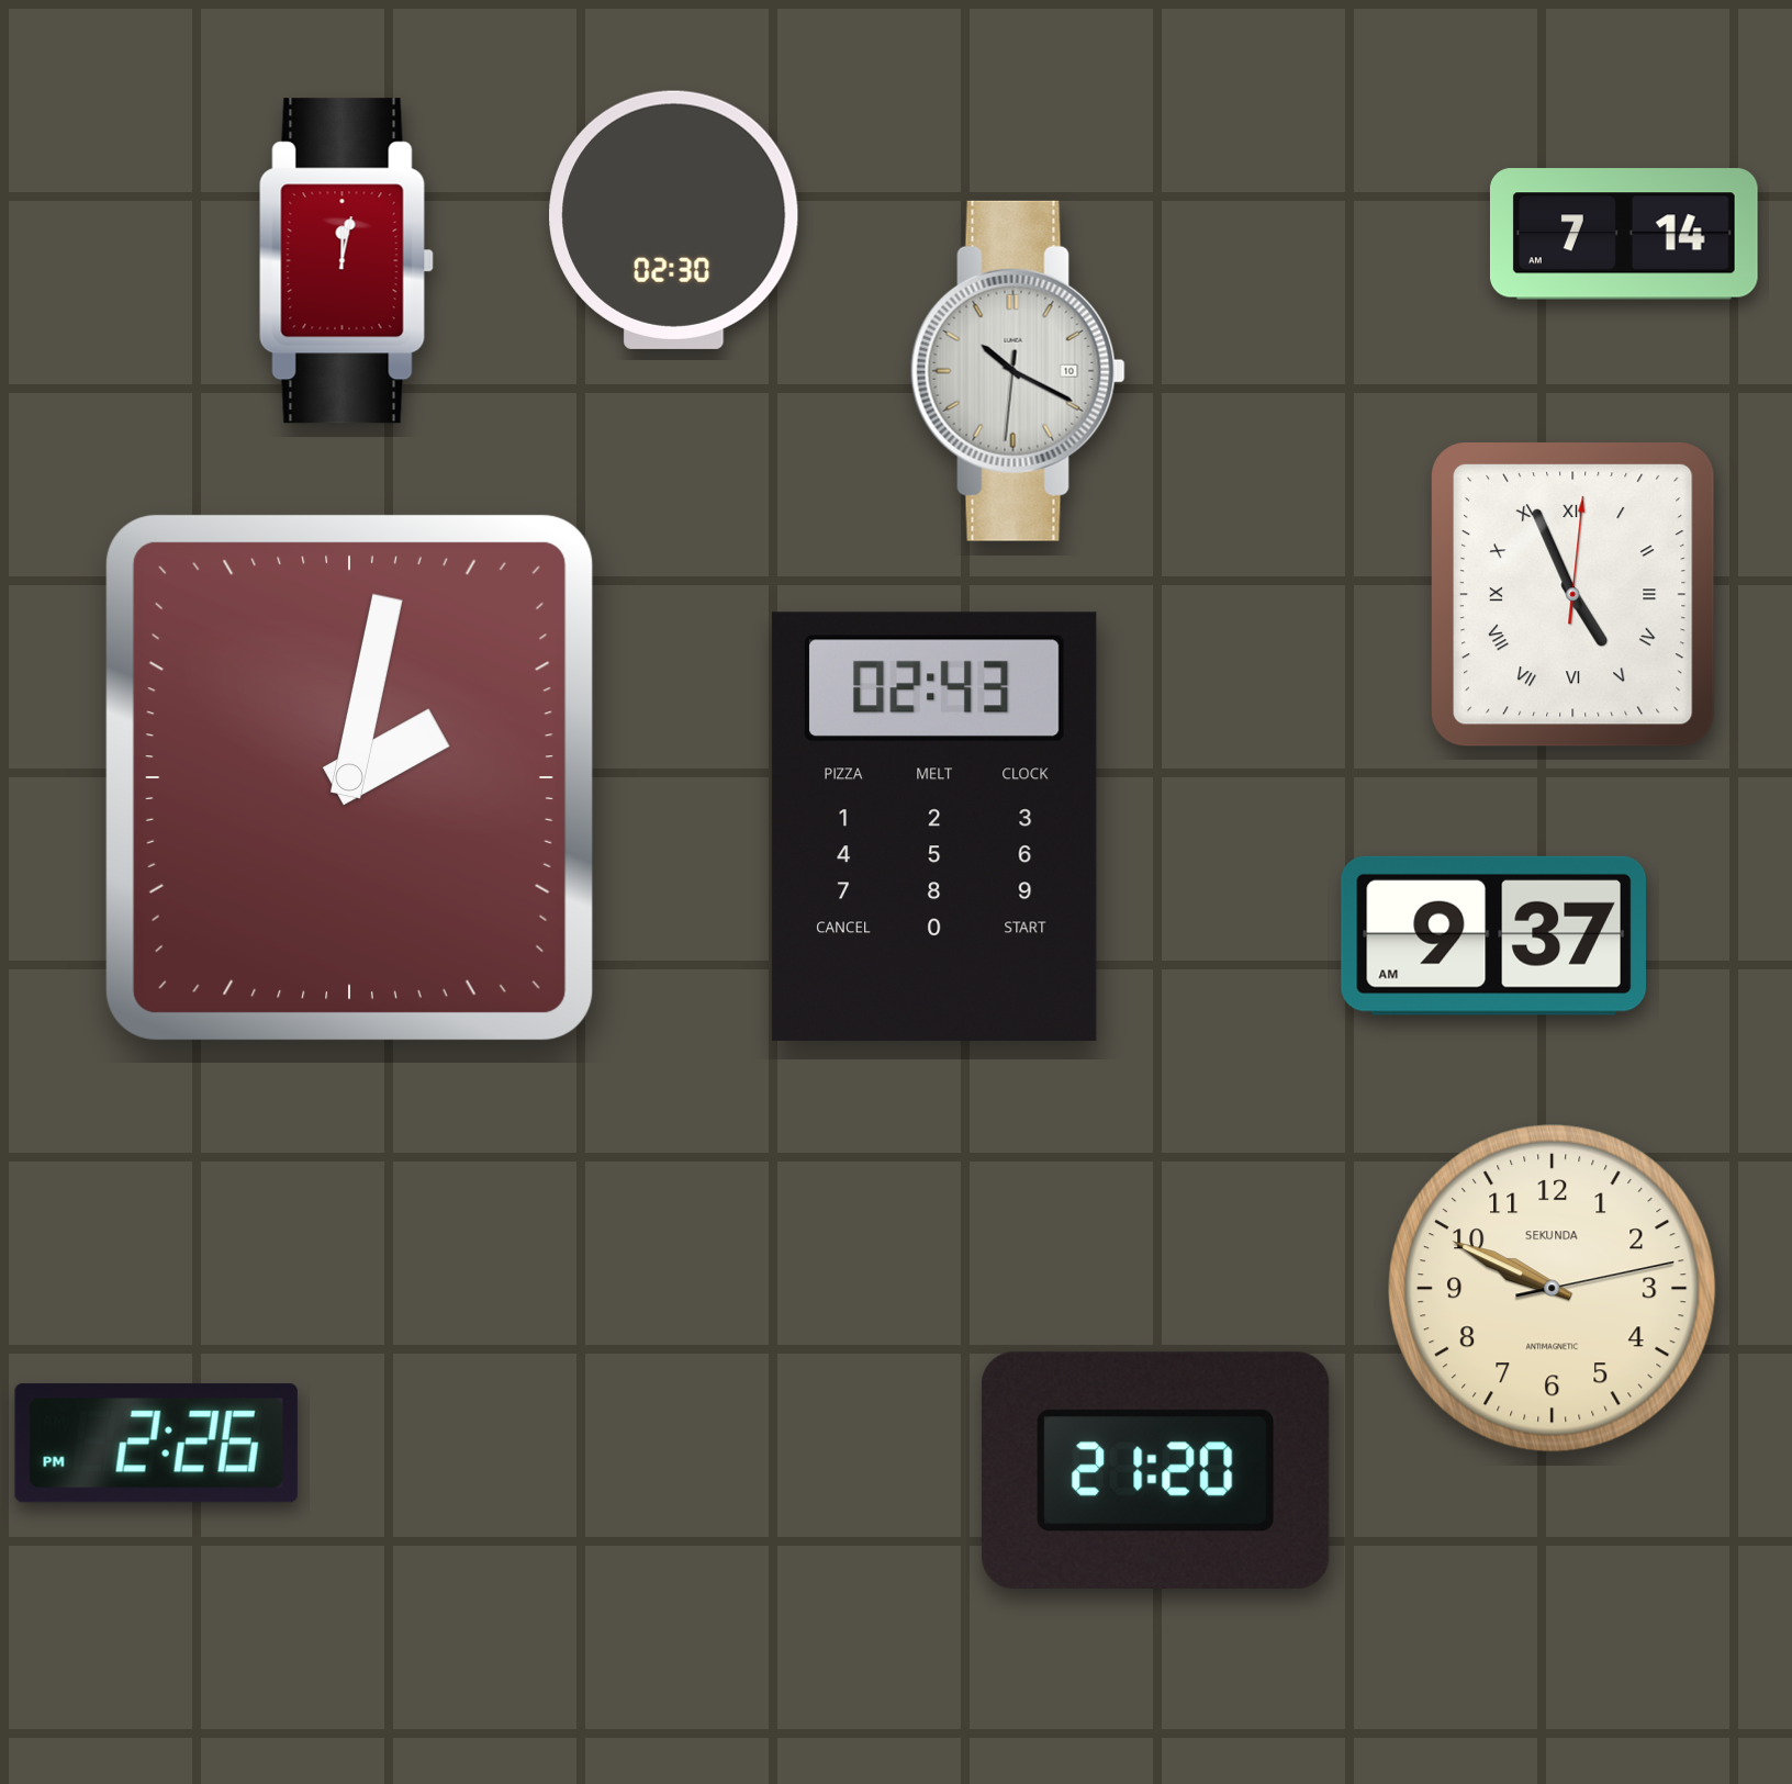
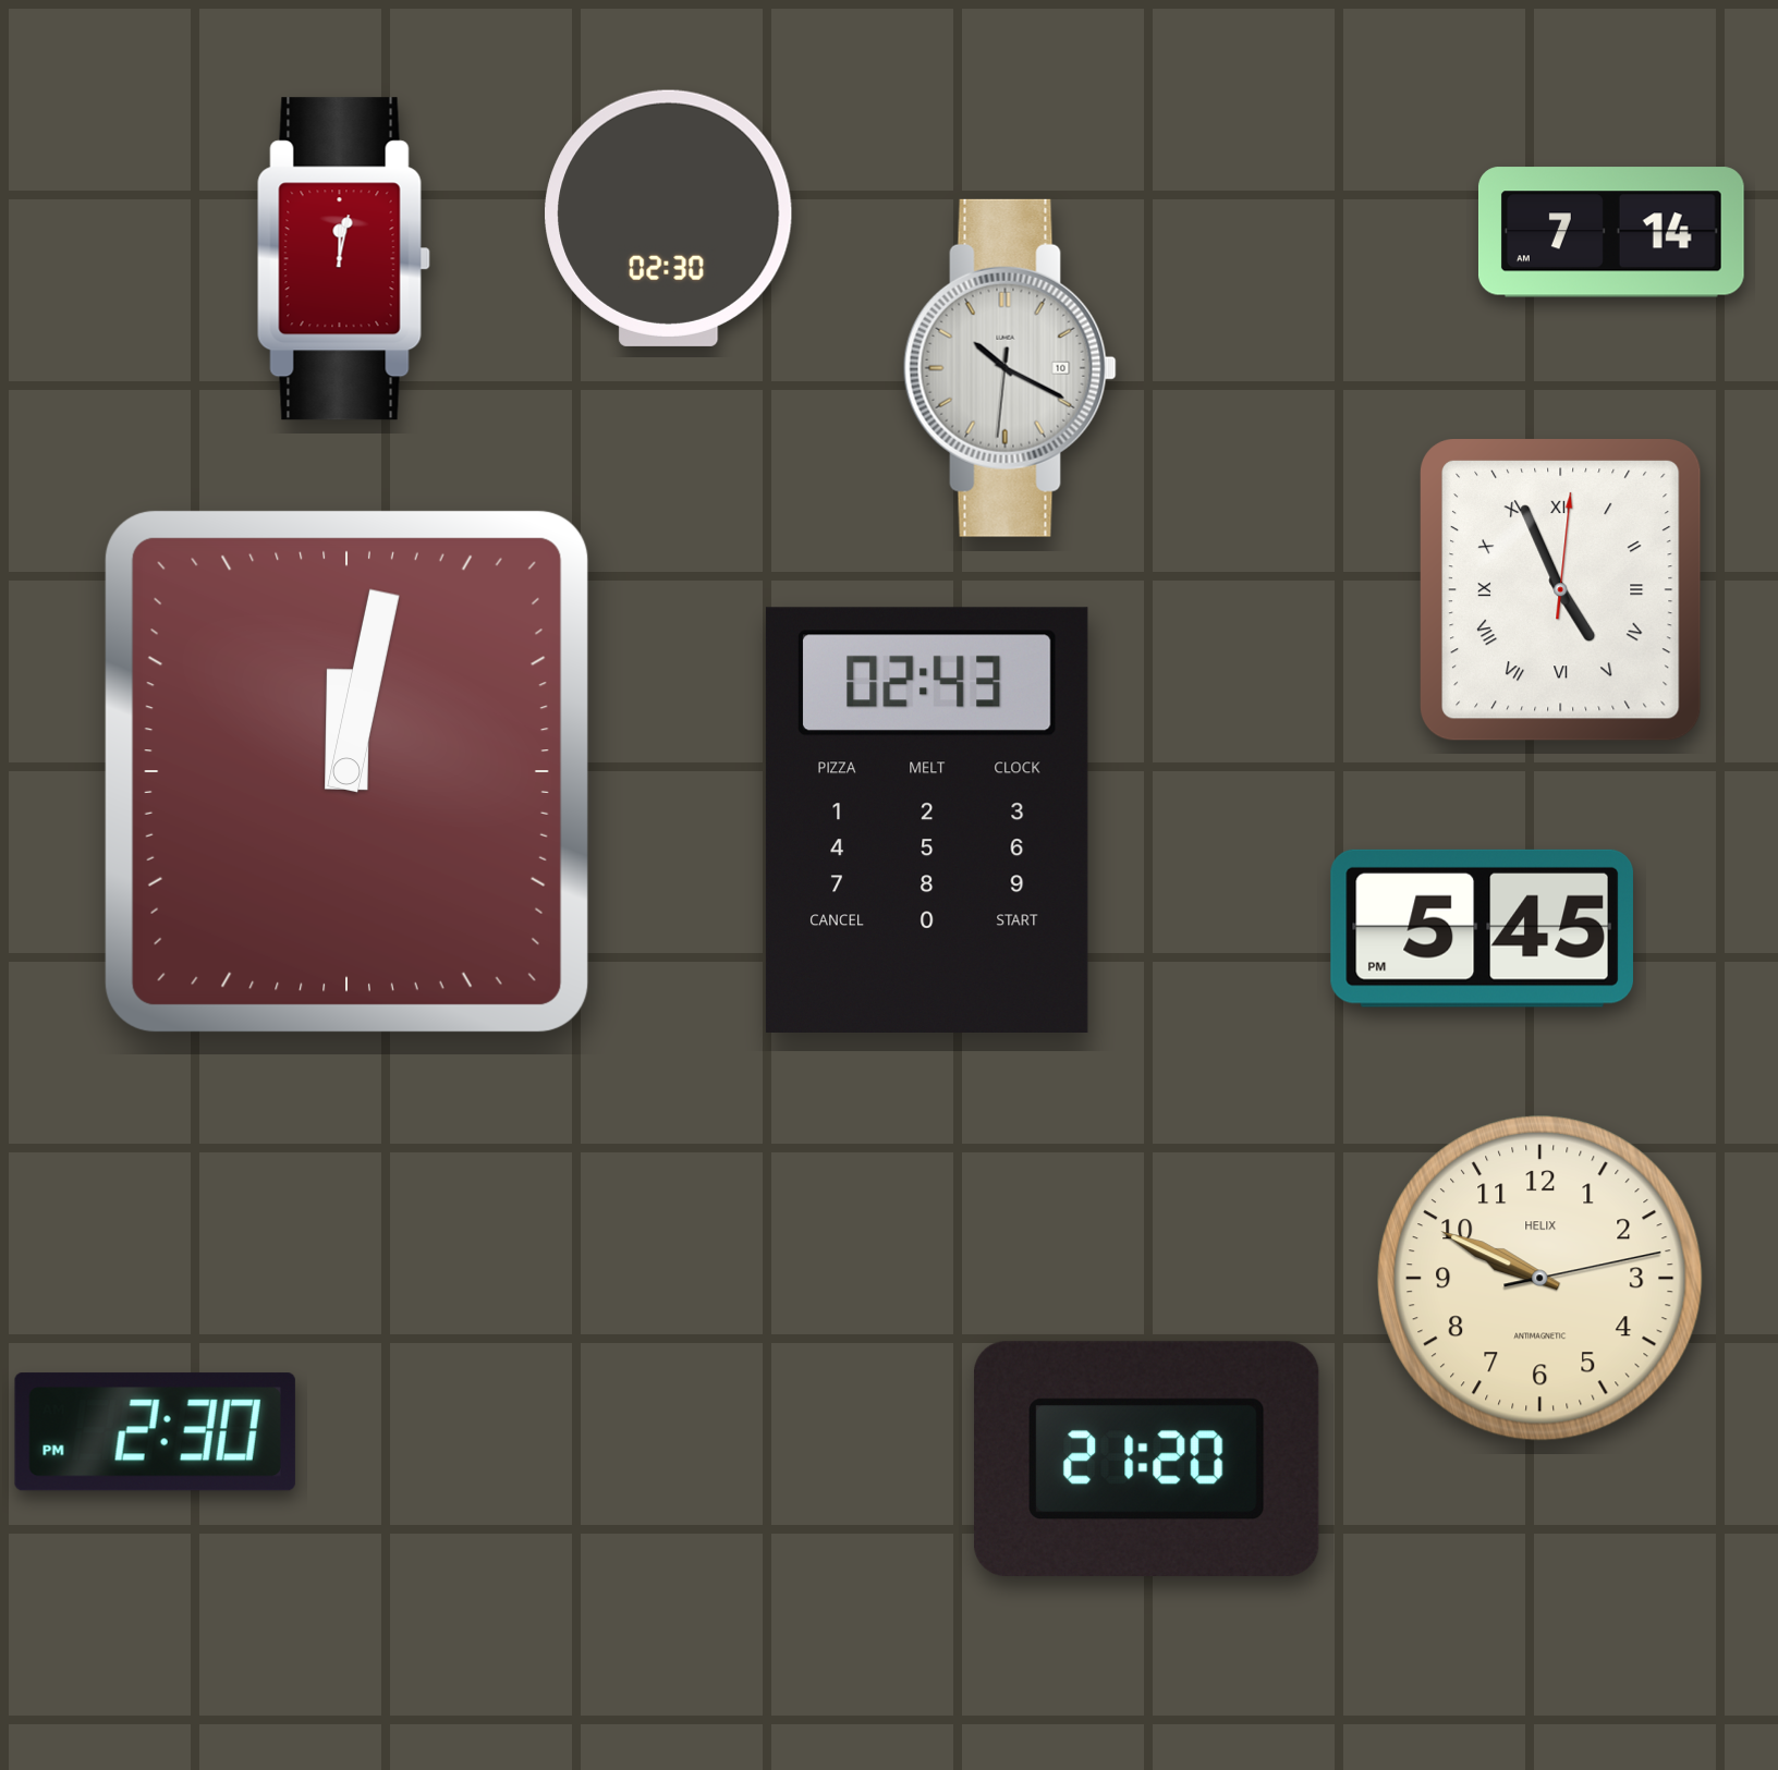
clock at (349, 777): 2:02 -> 12:02
clock at (1493, 935): 9:37 -> 5:45
clock at (1553, 1289) brand: SEKUNDA -> HELIX
clock at (156, 1444): 2:26 -> 2:30
